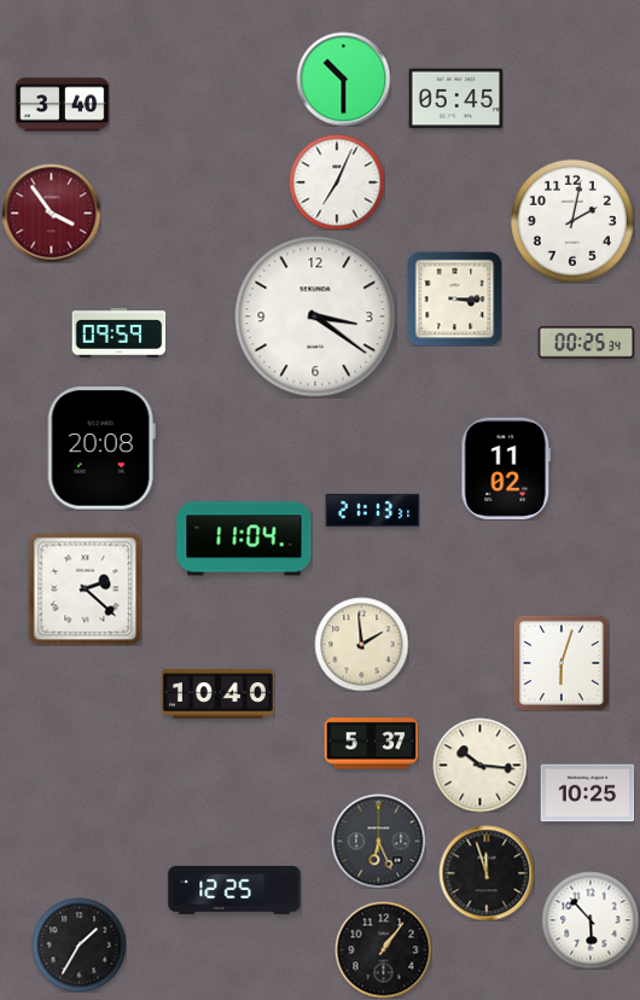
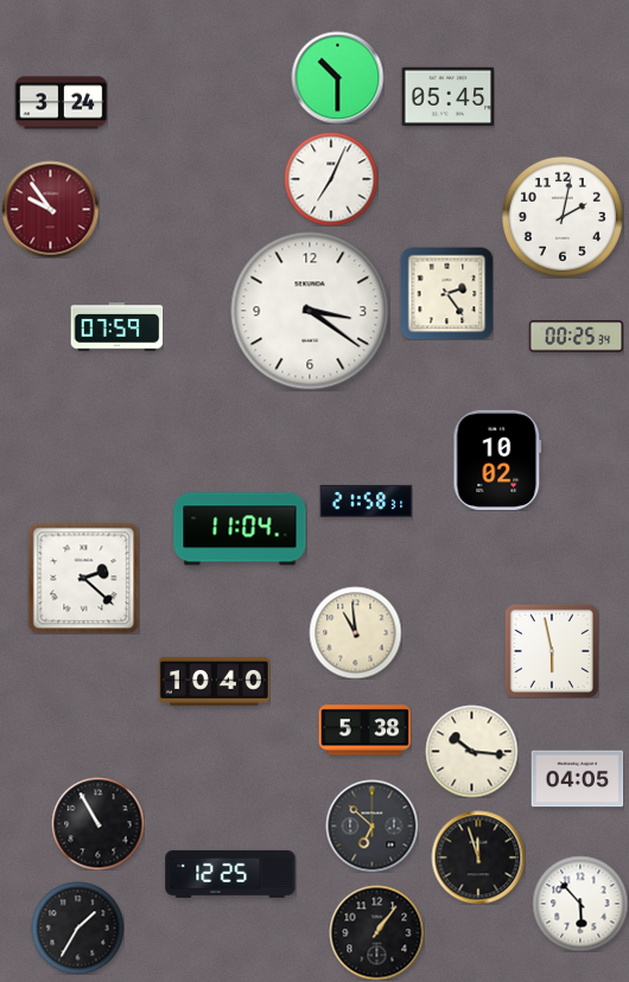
clock at (62, 105): 3:40 -> 3:24
clock at (51, 213): 3:54 -> 9:54
clock at (454, 298): 3:15 -> 2:24
clock at (118, 333): 09:59 -> 07:59
clock at (101, 448): 20:08 -> none
clock at (506, 469): 11:02 -> 10:02
clock at (372, 510): 21:13 -> 21:58
clock at (361, 644): 1:59 -> 10:59
clock at (562, 663): 6:03 -> 5:58
clock at (371, 744): 5:37 -> 5:38
clock at (587, 793): 10:25 -> 04:05
clock at (97, 823): none -> 10:55
clock at (378, 841): 6:26 -> 6:52
